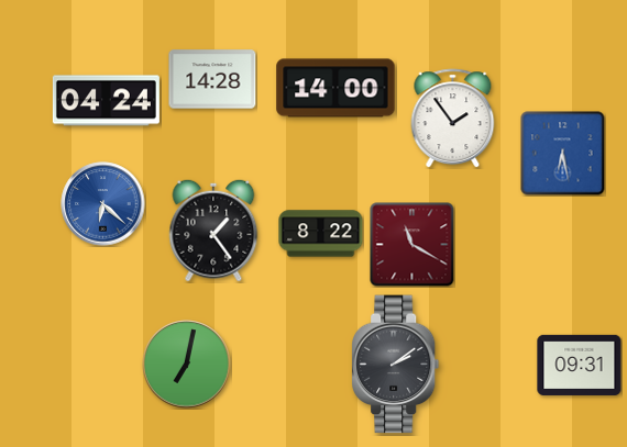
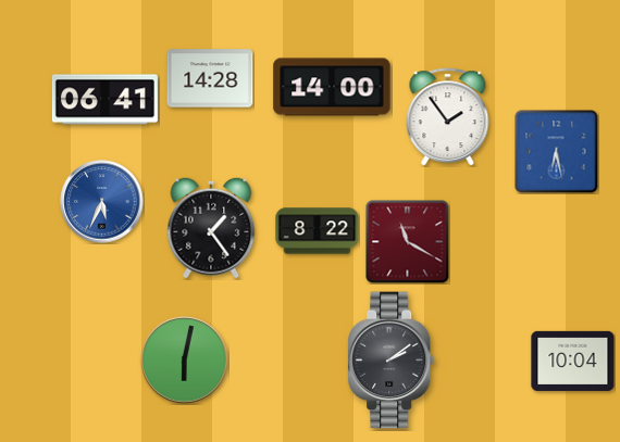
clock at (106, 101): 04:24 -> 06:41
clock at (103, 204): 6:22 -> 5:34
clock at (187, 365): 7:02 -> 6:02
clock at (580, 365): 09:31 -> 10:04
